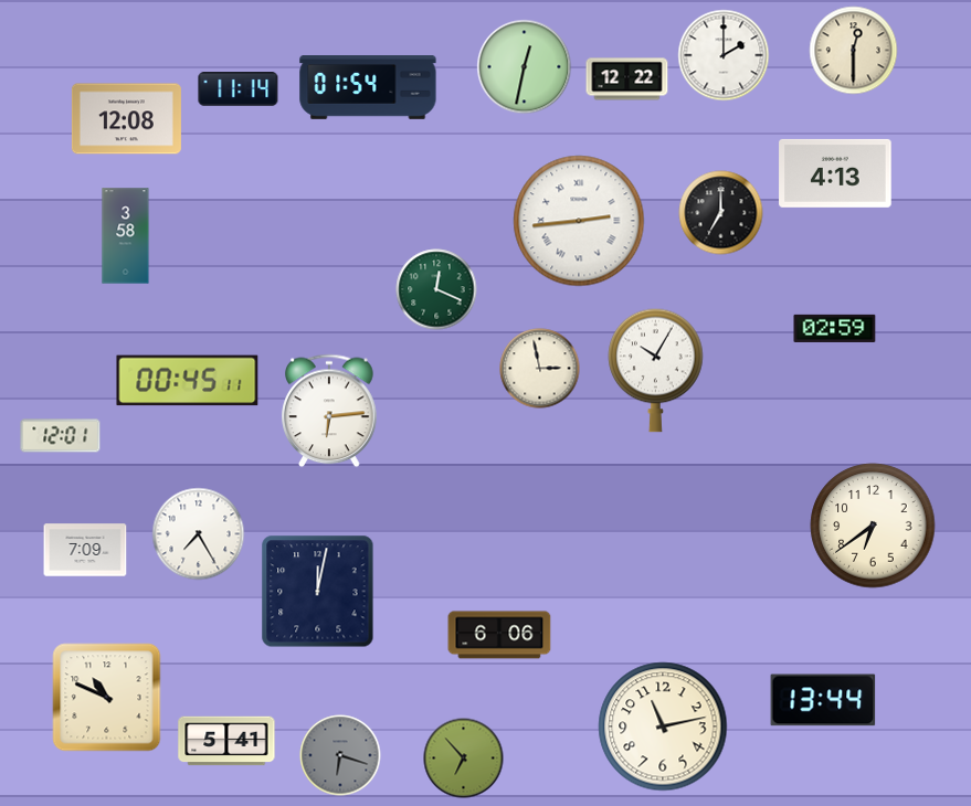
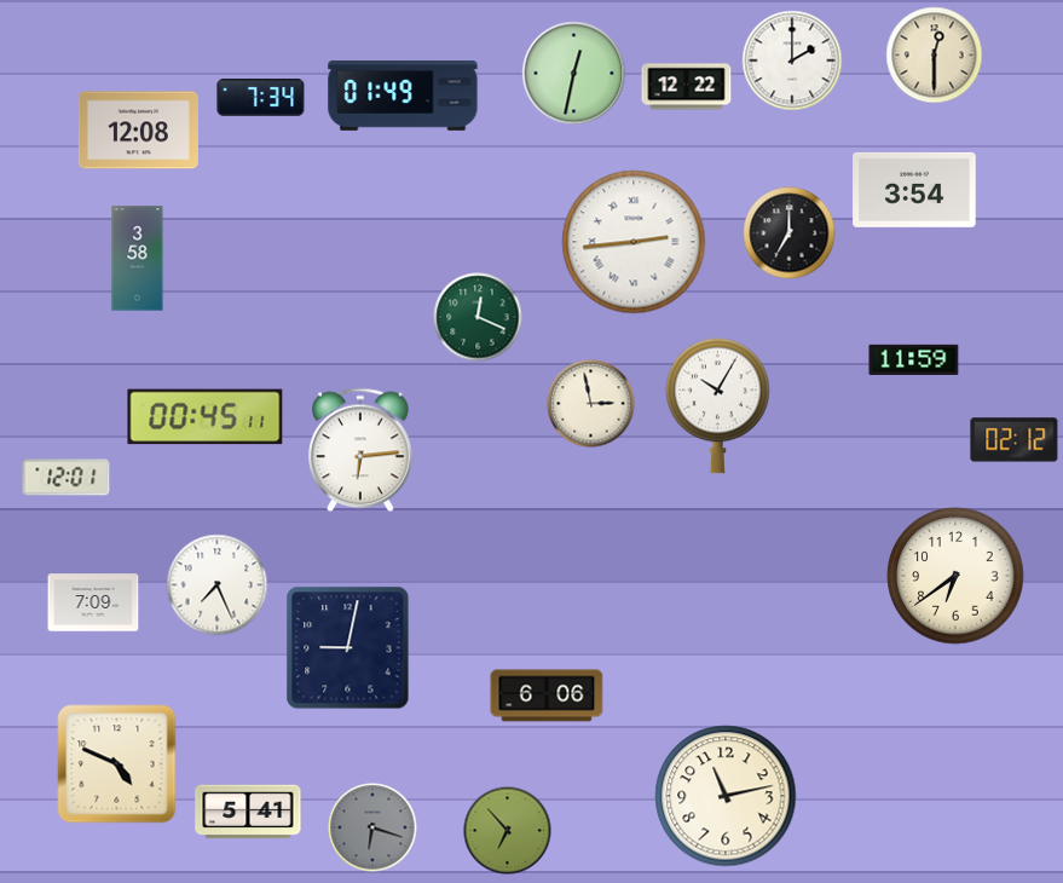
clock at (368, 88): 01:54 -> 01:49
clock at (239, 89): 11:14 -> 7:34
clock at (835, 173): 4:13 -> 3:54
clock at (835, 328): 02:59 -> 11:59
clock at (1015, 440): none -> 02:12
clock at (199, 534): 7:25 -> 7:26
clock at (318, 592): 12:02 -> 9:02
clock at (107, 698): 10:49 -> 4:49
clock at (823, 700): 13:44 -> none
